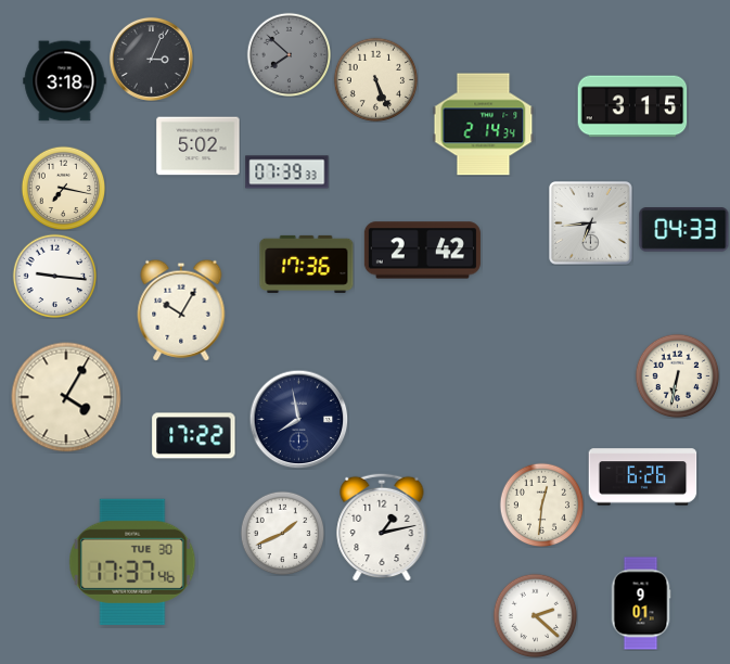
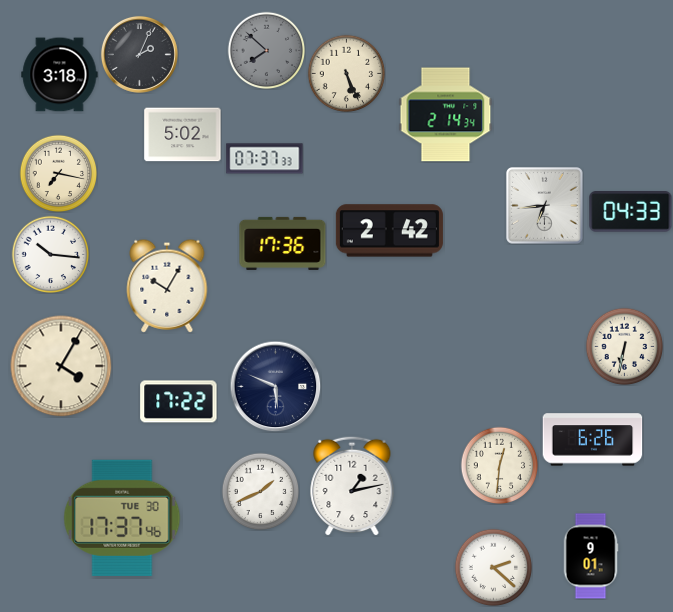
clock at (151, 59): 3:04 -> 2:04
clock at (632, 106): 3:15 -> none
clock at (287, 173): 07:39 -> 07:37
clock at (54, 276): 9:16 -> 10:16
clock at (298, 419): 7:58 -> 5:49
